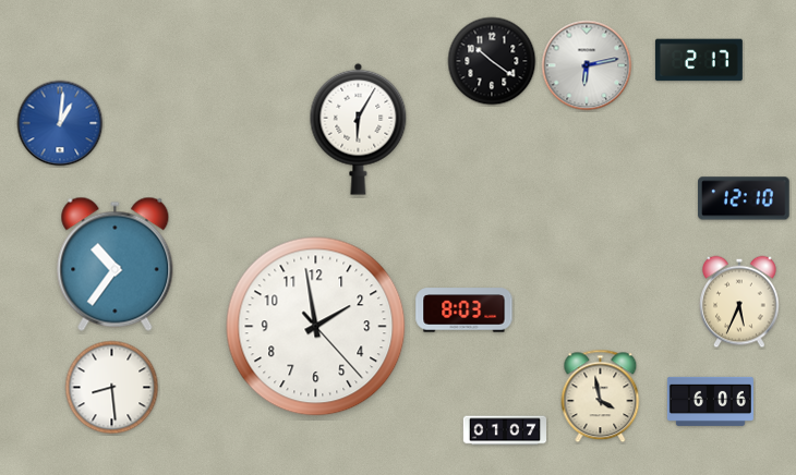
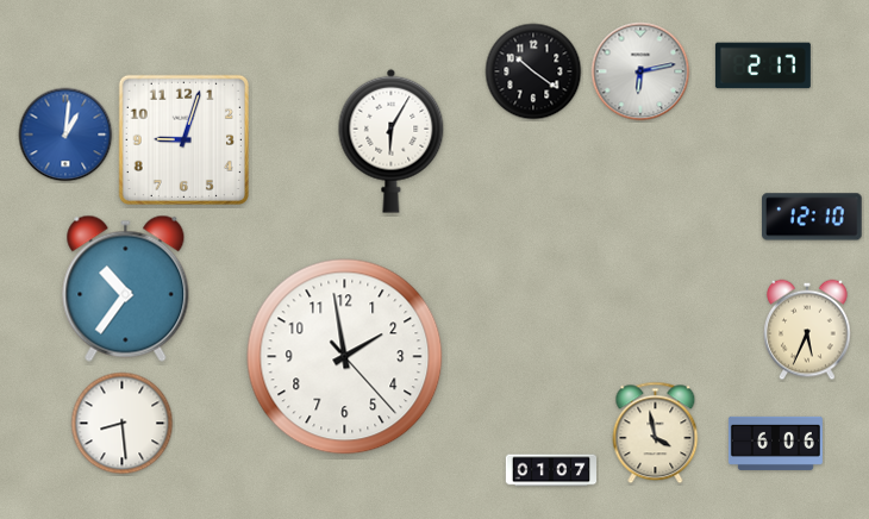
clock at (492, 61) position: (492, 61) -> (533, 71)
clock at (183, 139): none -> 9:03
clock at (465, 310): 8:03 -> none
clock at (710, 401) position: (710, 401) -> (775, 443)
